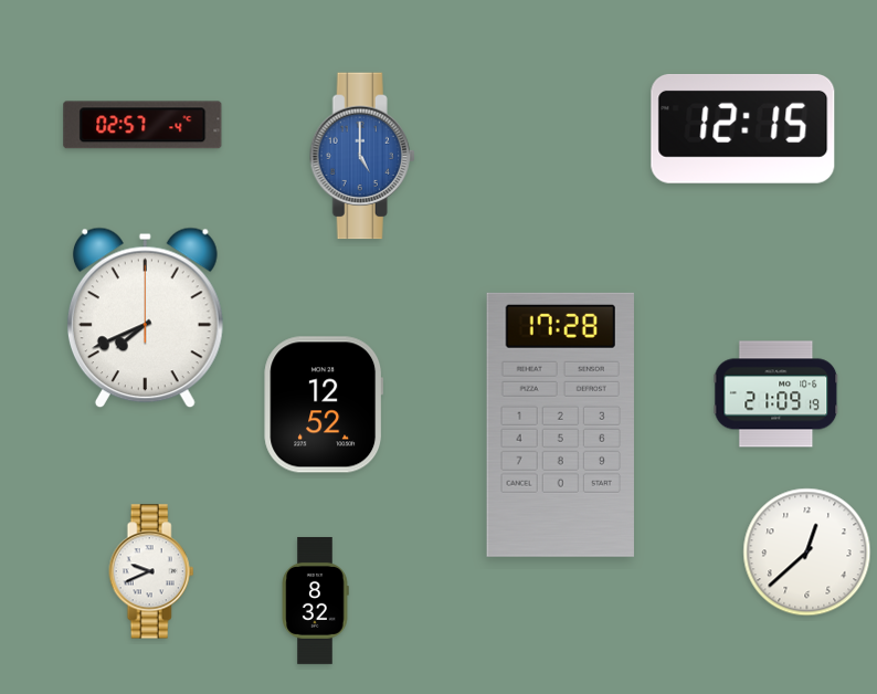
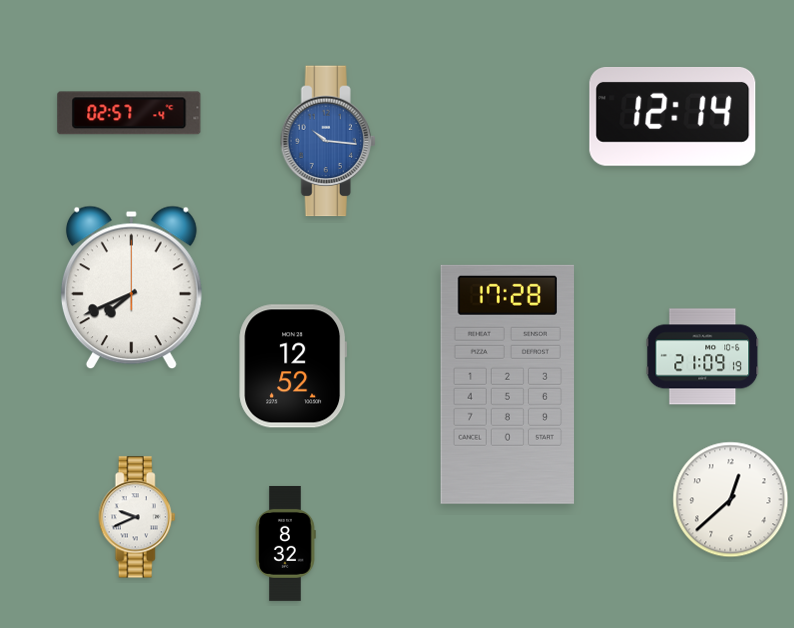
clock at (743, 128): 12:15 -> 12:14
clock at (362, 156): 5:00 -> 10:16
